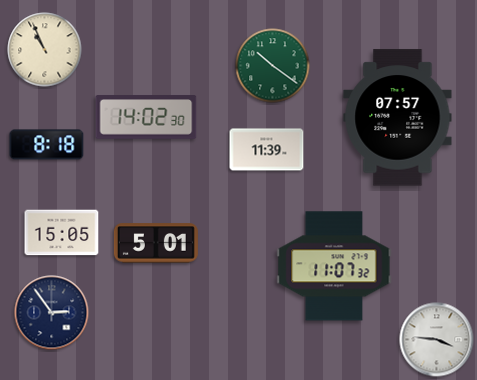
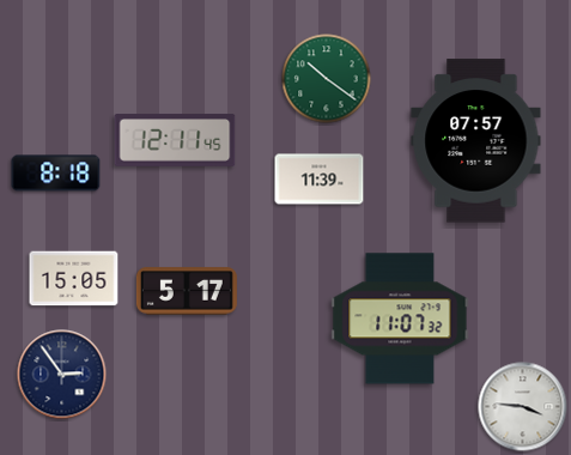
clock at (45, 50): 10:56 -> none
clock at (146, 117): 14:02 -> 12:11
clock at (156, 243): 5:01 -> 5:17
